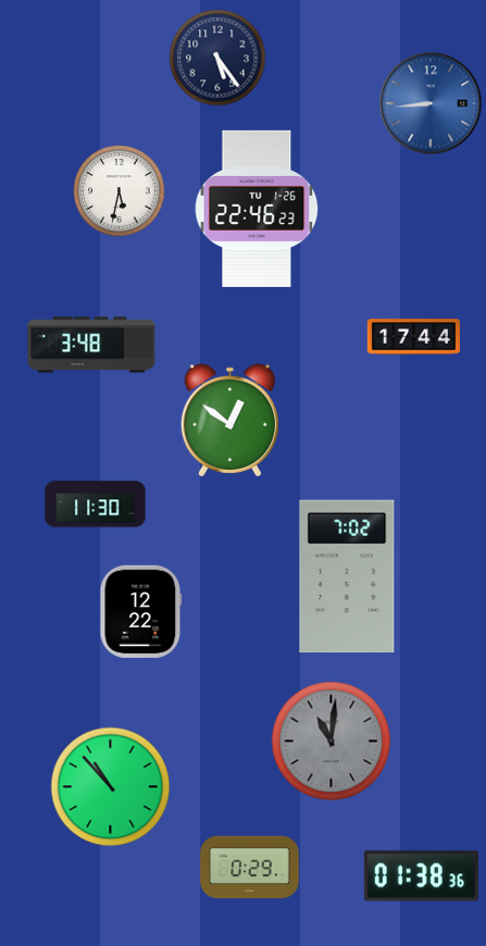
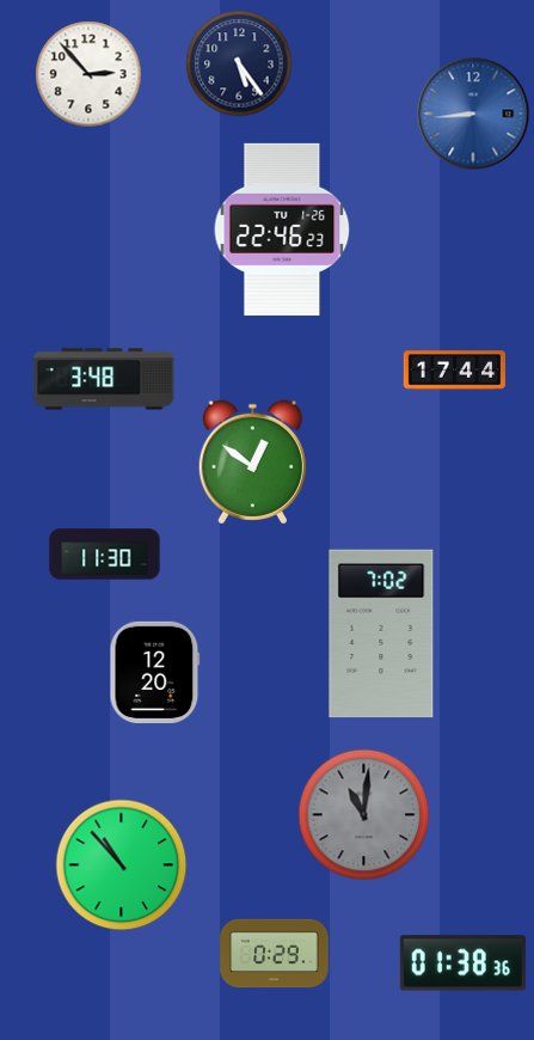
clock at (88, 74): none -> 2:53
clock at (120, 191): 5:32 -> none
clock at (91, 345) position: (91, 345) -> (104, 379)
clock at (141, 611): 12:22 -> 12:20
